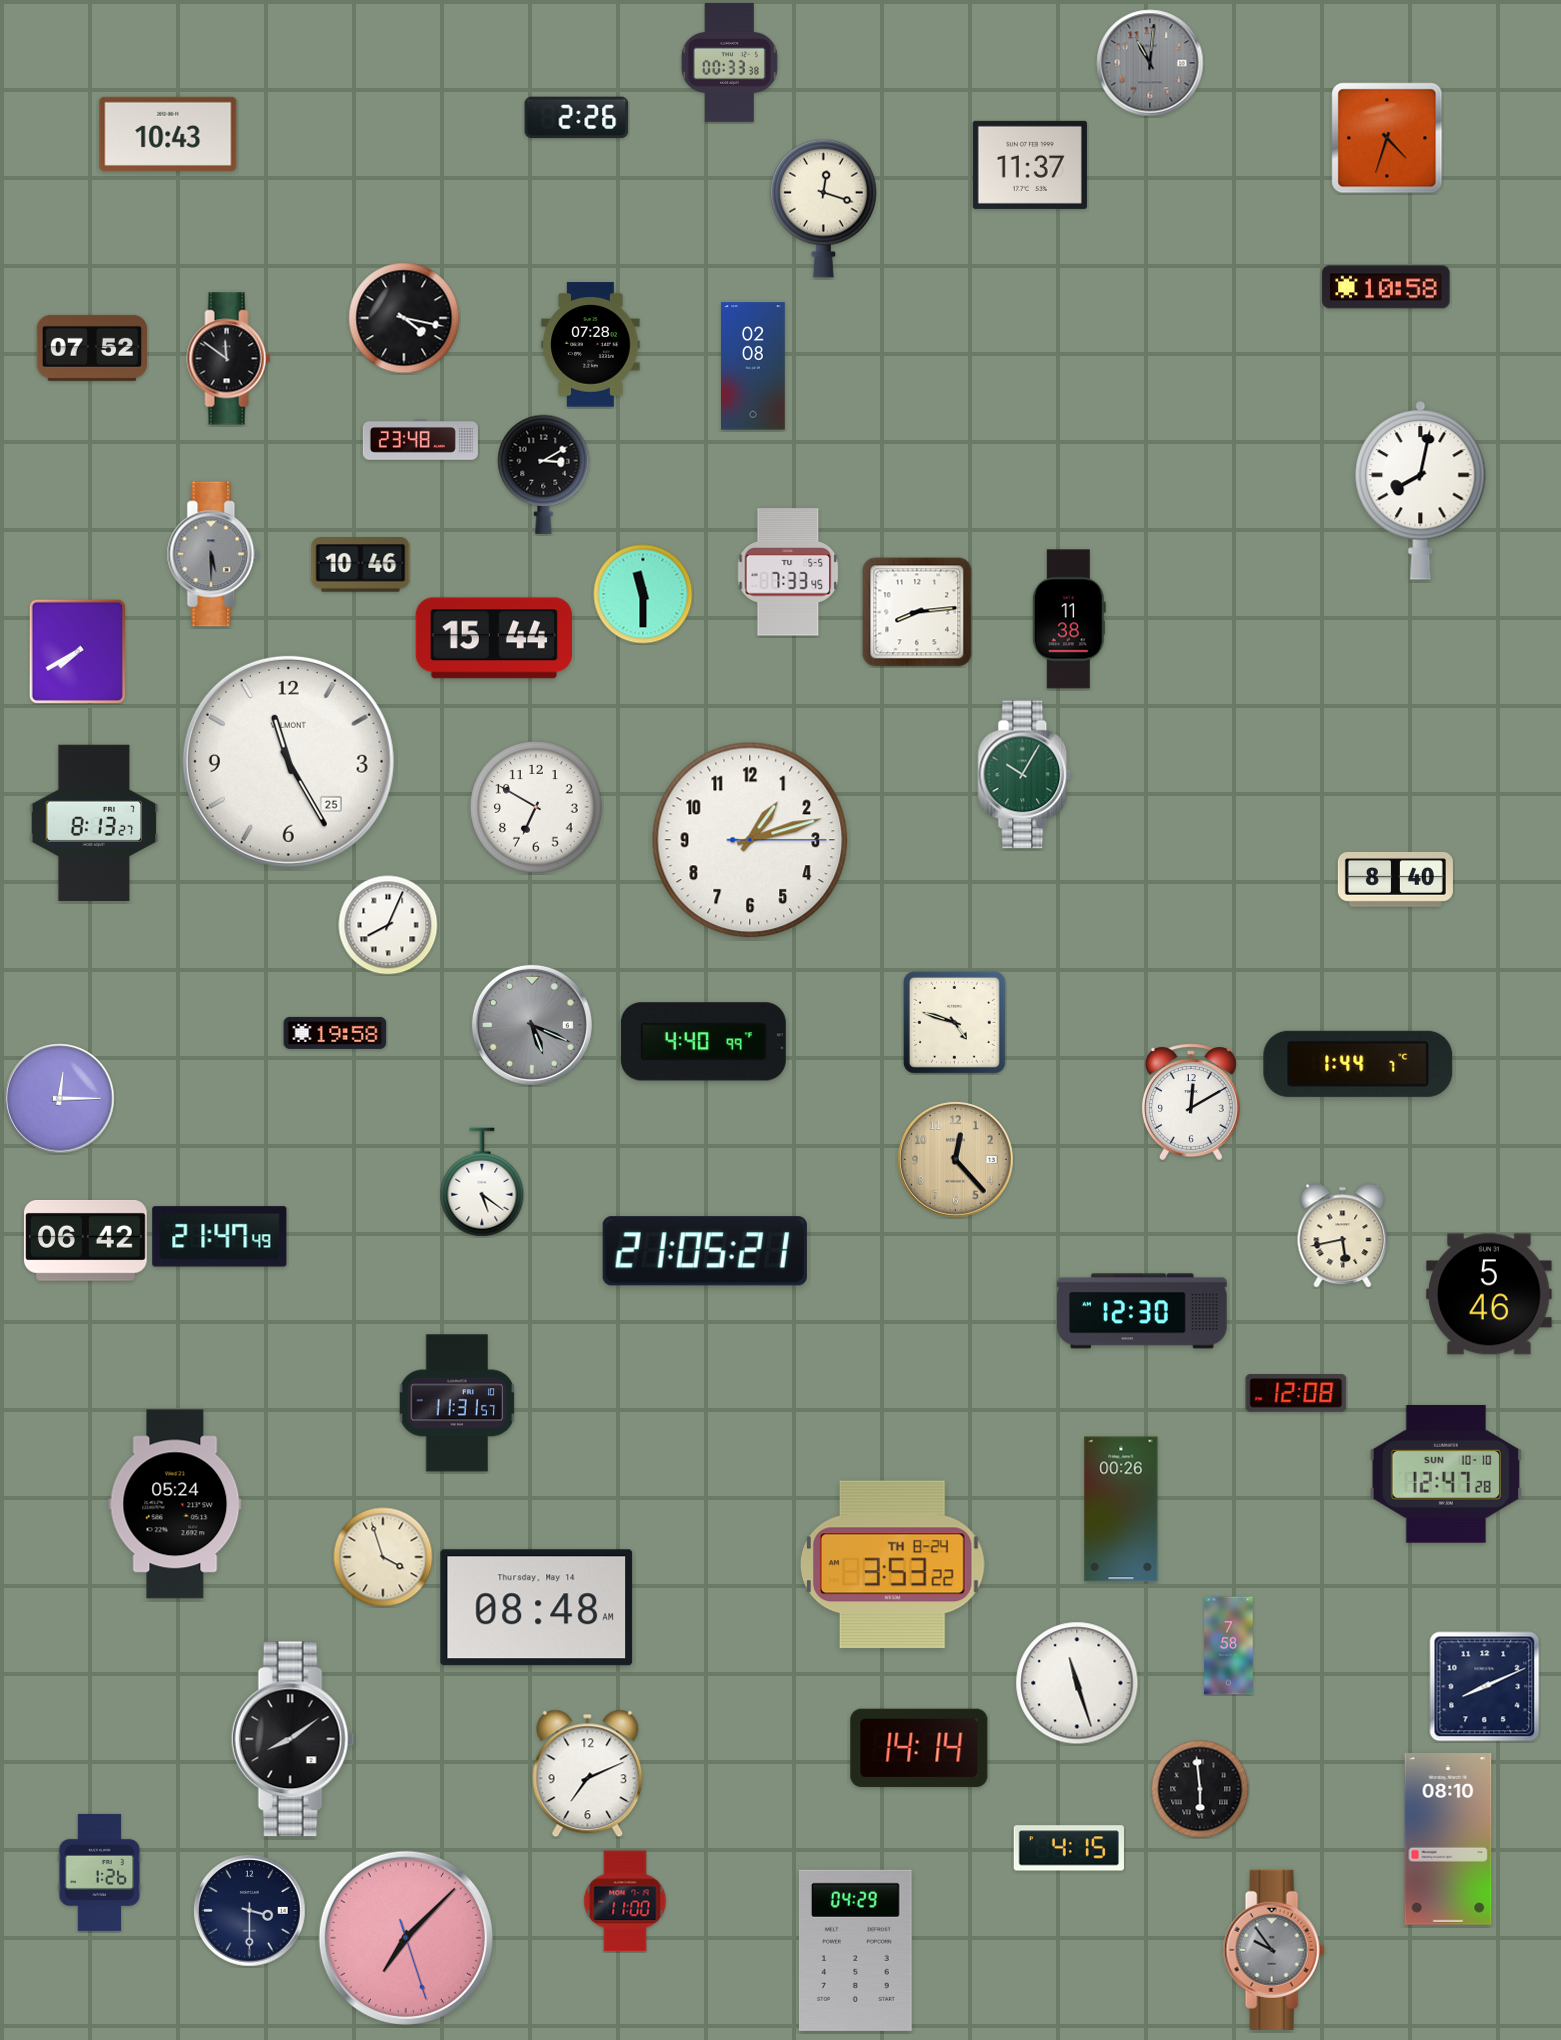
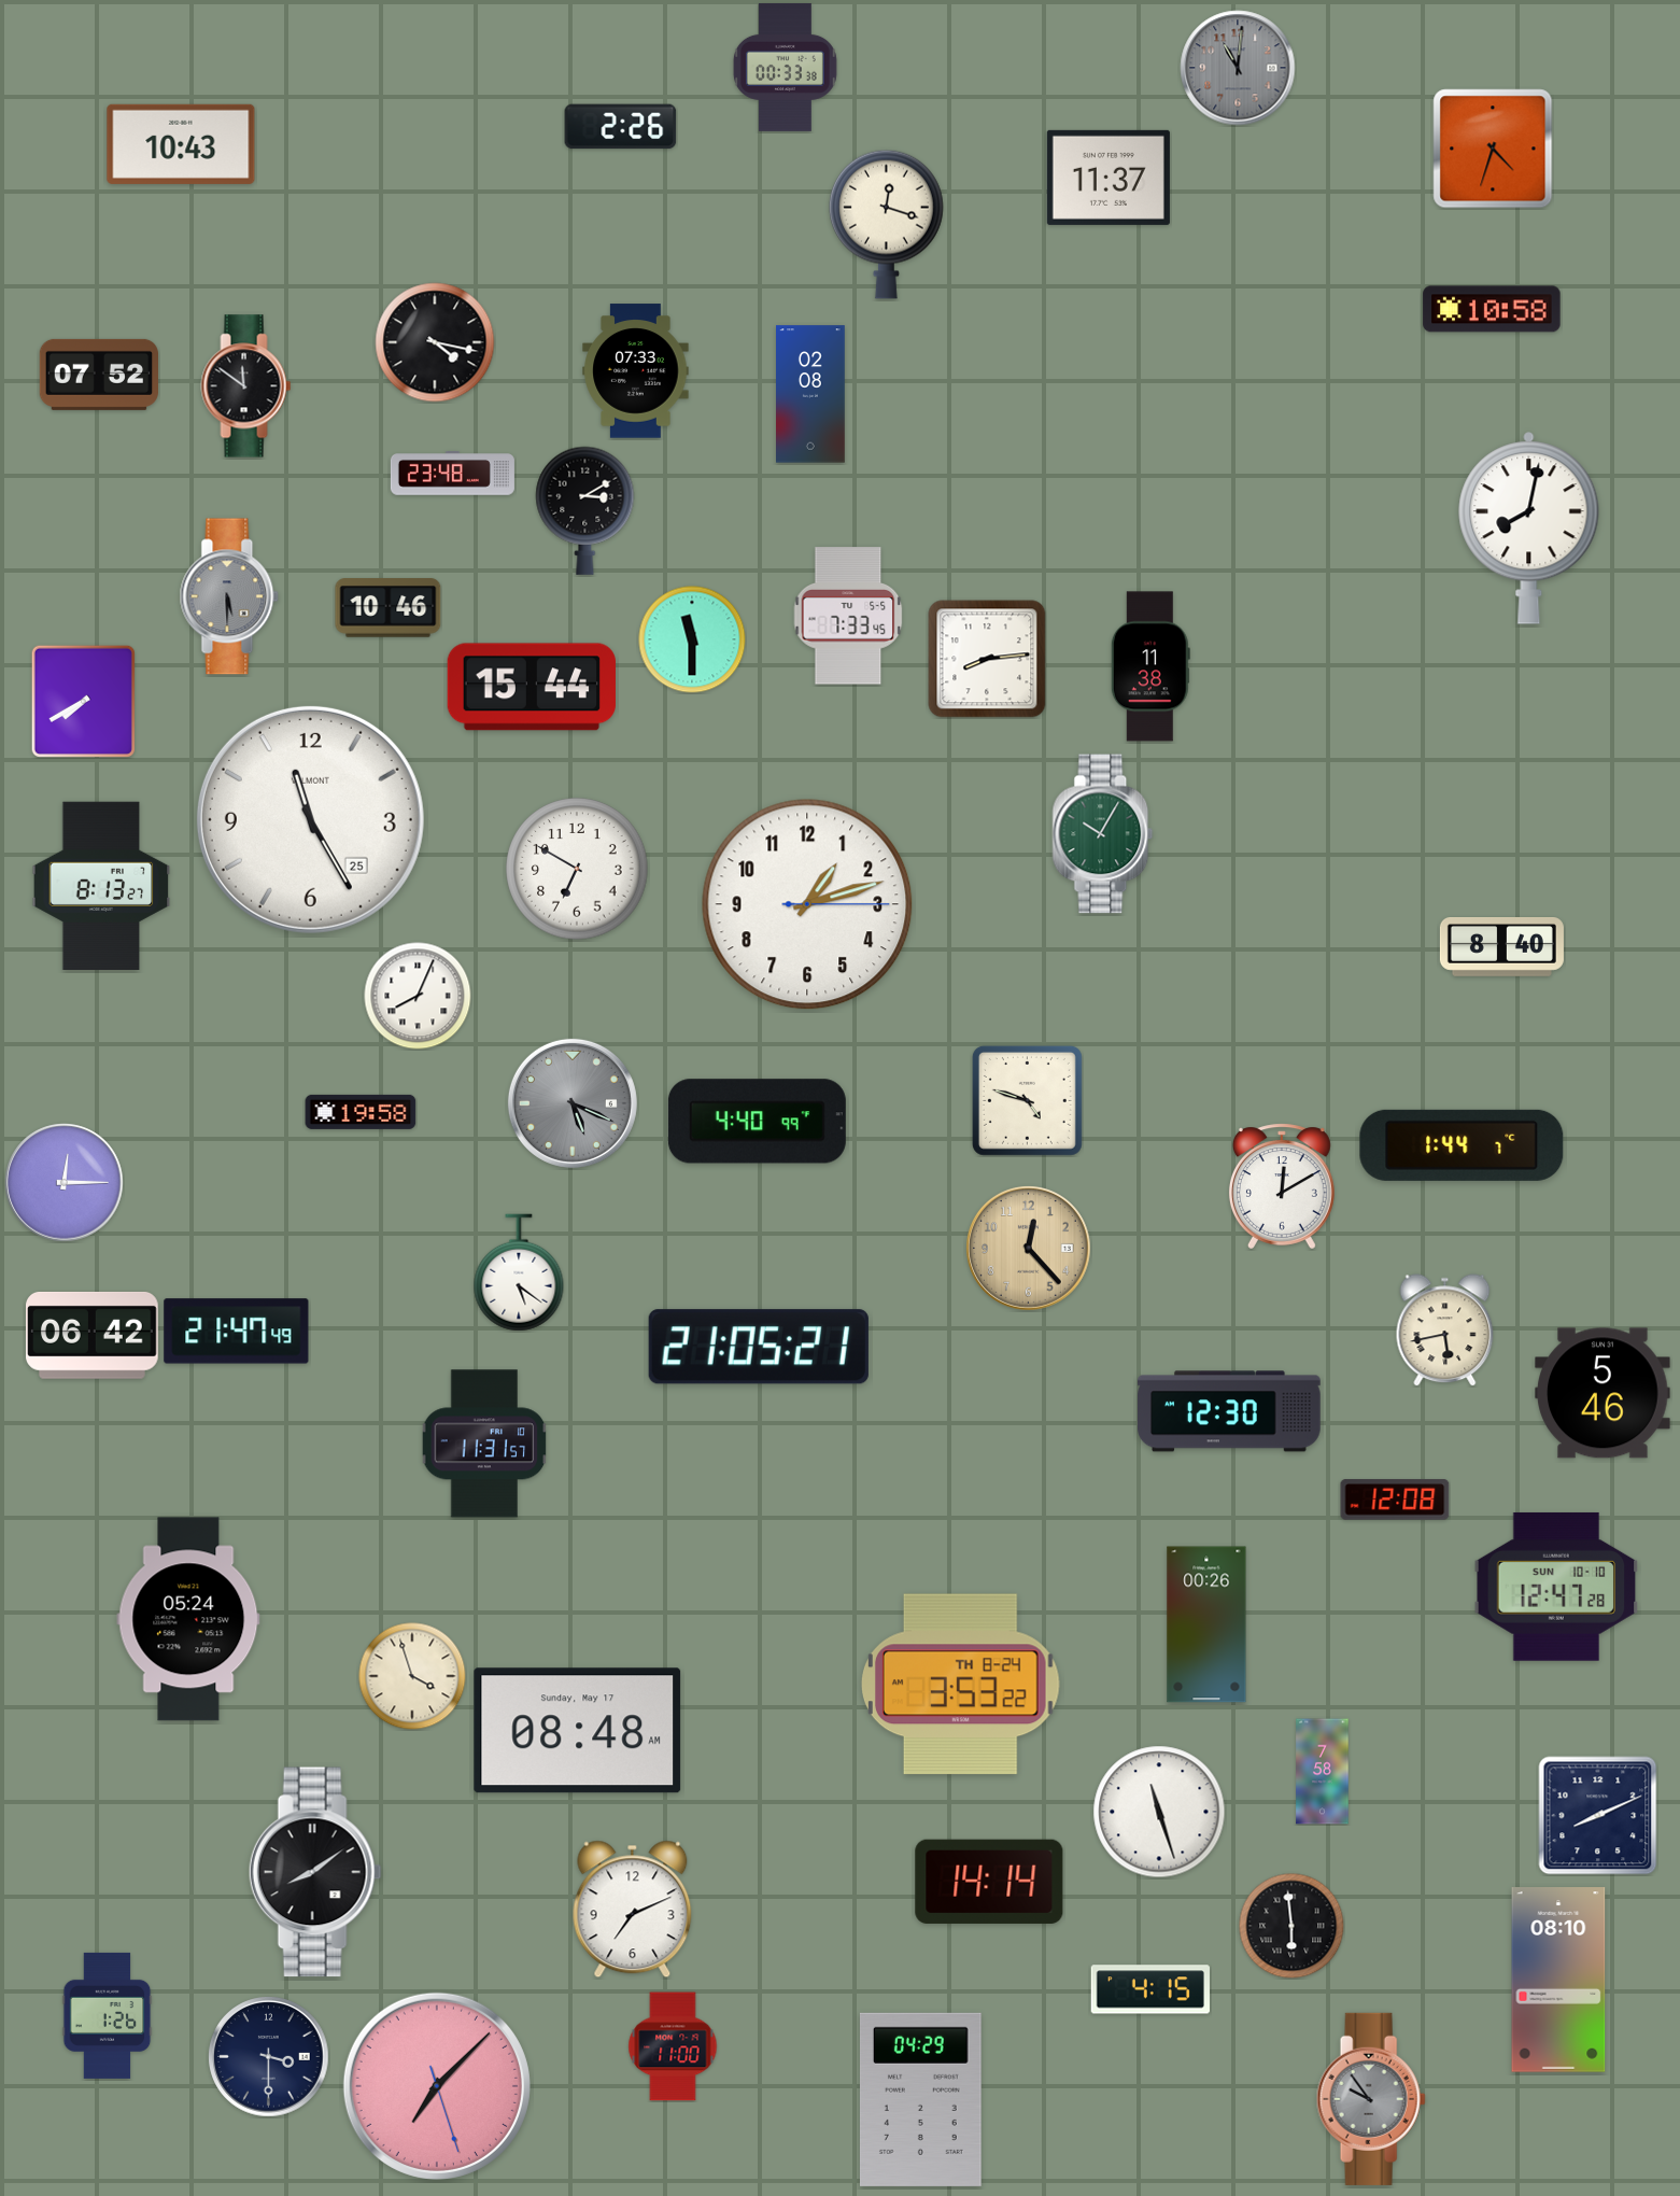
clock at (591, 345): 07:28 -> 07:33
clock at (457, 1403) position: (457, 1403) -> (484, 1444)
clock at (537, 1608) date: Thursday, May 14 -> Sunday, May 17
